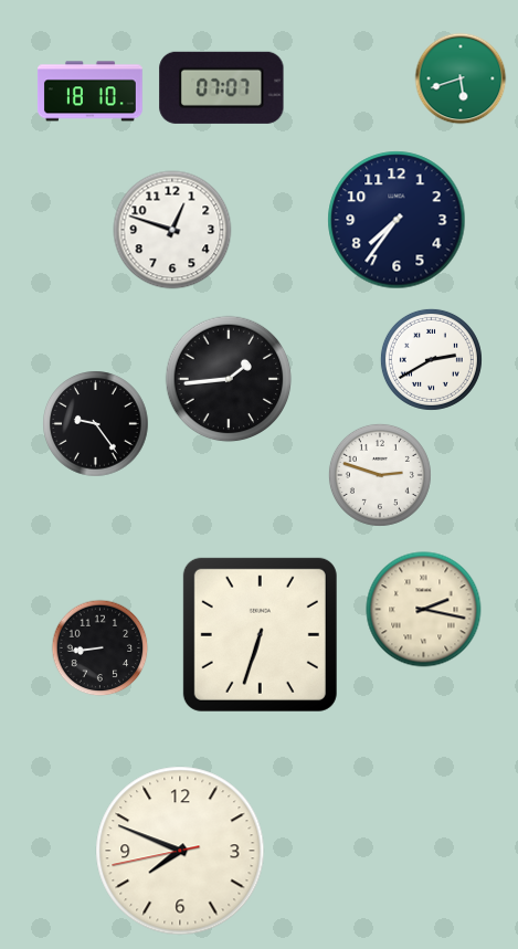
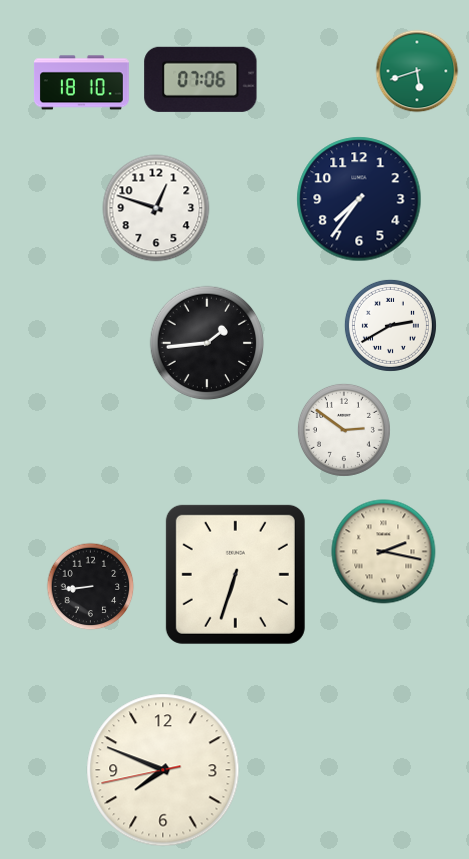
clock at (222, 87): 07:07 -> 07:06
clock at (96, 424): 9:24 -> none
clock at (380, 475): 2:48 -> 2:51
